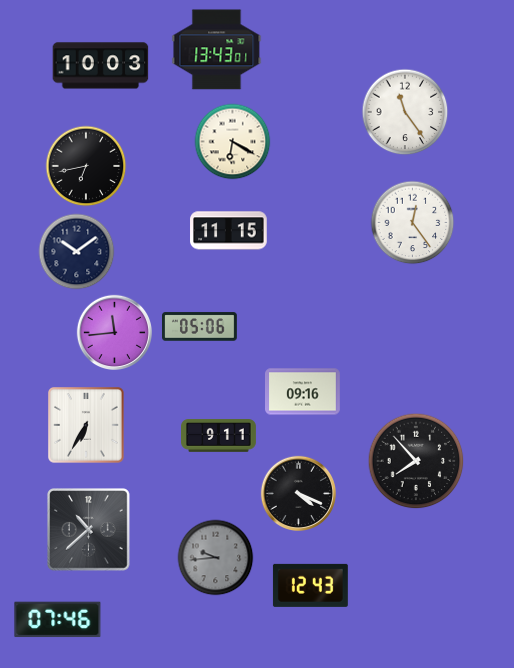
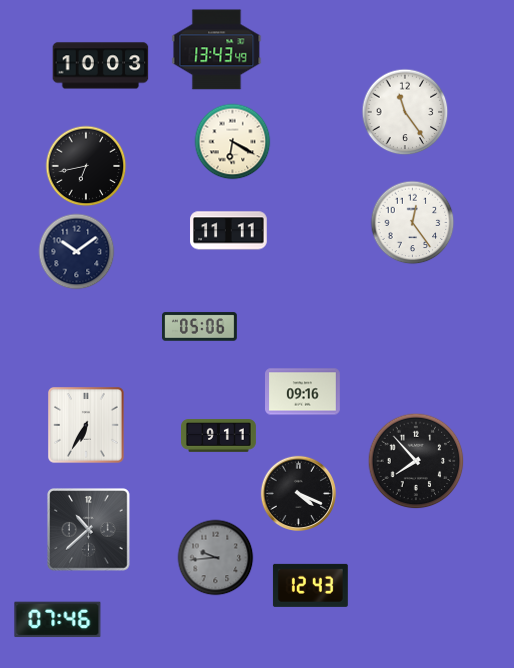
clock at (217, 50): 13:43:01 -> 13:43:49
clock at (229, 231): 11:15 -> 11:11
clock at (114, 332): 11:44 -> none
